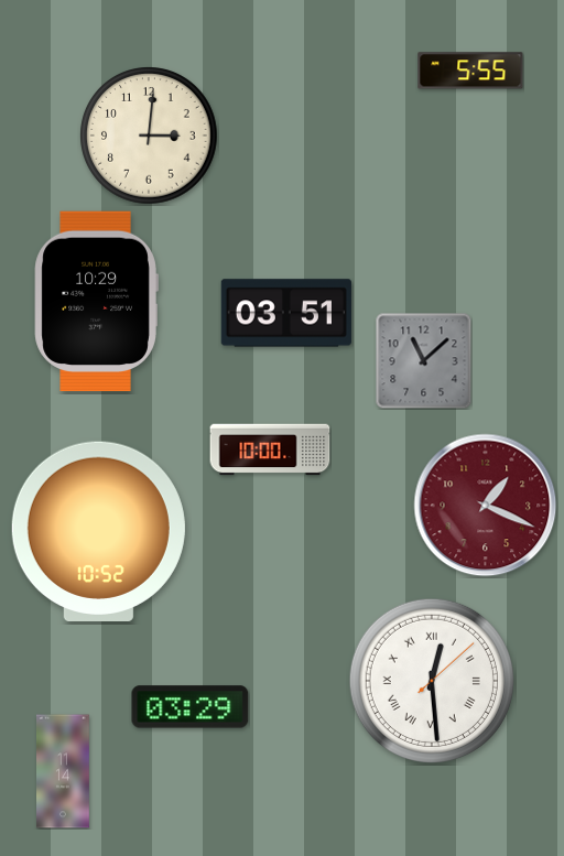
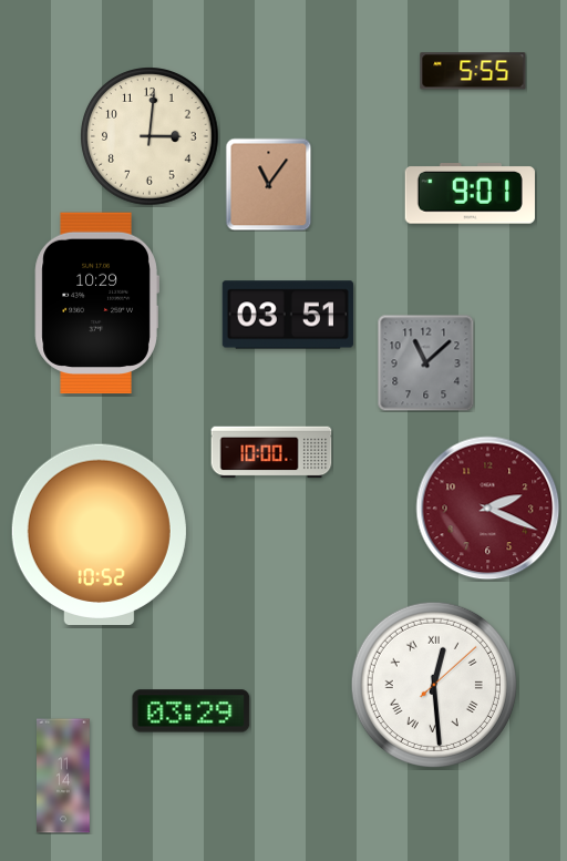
clock at (269, 184): none -> 11:06
clock at (470, 194): none -> 9:01
clock at (486, 506): 1:19 -> 2:19
